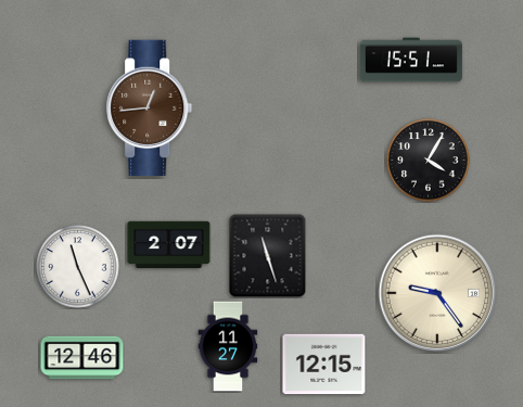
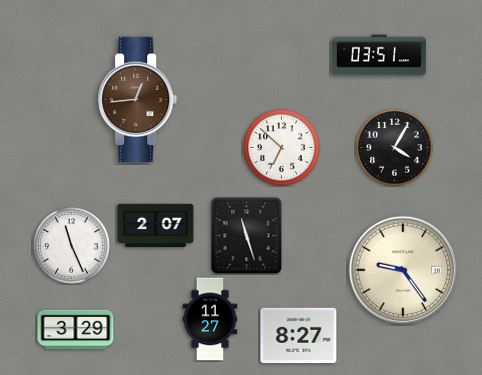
clock at (411, 60): 15:51 -> 03:51
clock at (282, 148): none -> 6:52
clock at (82, 358): 12:46 -> 3:29
clock at (324, 365): 12:15 -> 8:27
